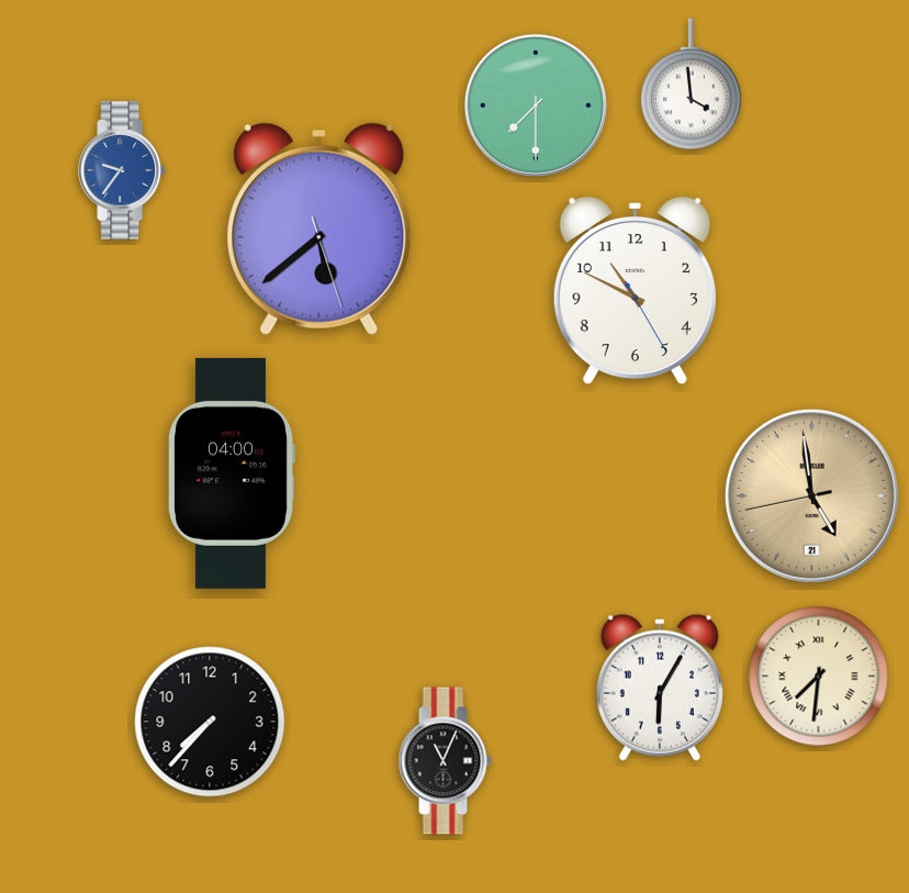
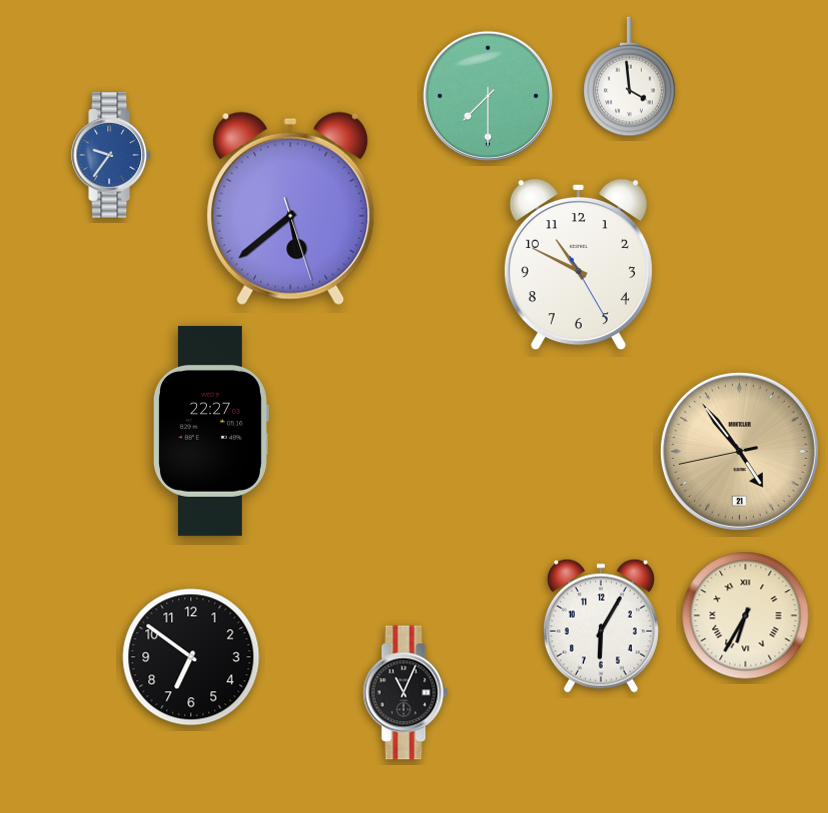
clock at (232, 473): 04:00 -> 22:27
clock at (811, 495): 4:58 -> 4:53
clock at (819, 677): 7:31 -> 6:35
clock at (210, 722): 7:37 -> 6:51
